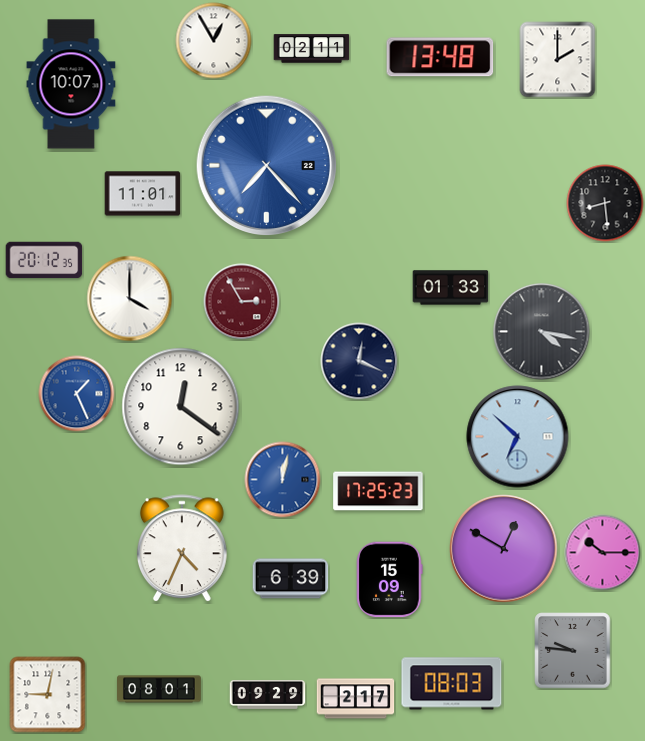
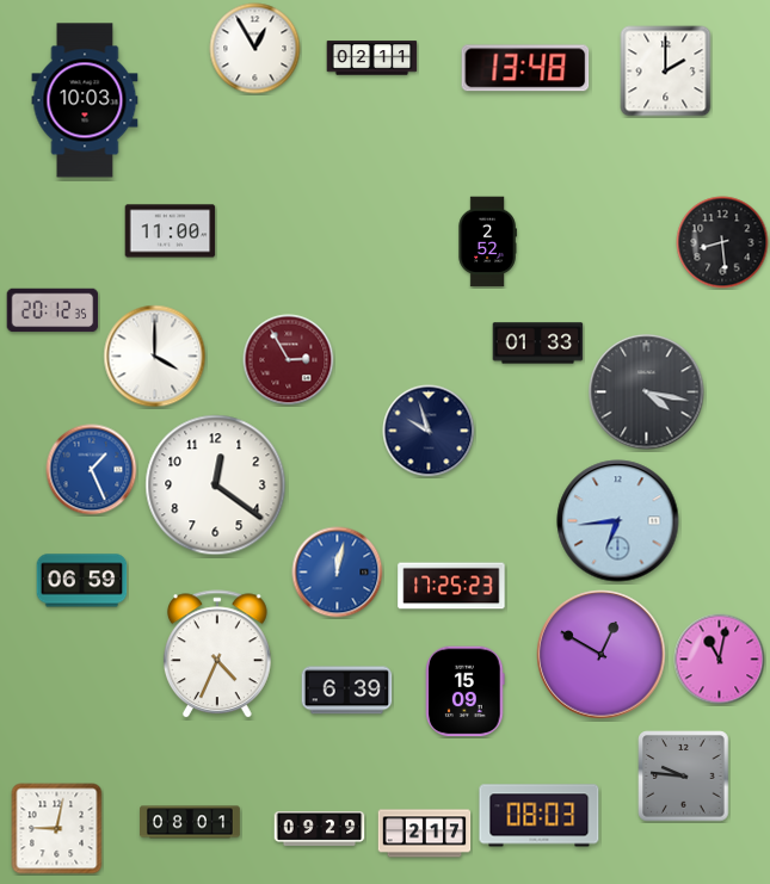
clock at (71, 84): 10:07 -> 10:03
clock at (266, 165): 7:23 -> none
clock at (143, 194): 11:01 -> 11:00
clock at (487, 242): none -> 2:52
clock at (542, 332) position: (542, 332) -> (647, 392)
clock at (359, 361): 12:19 -> 9:57
clock at (518, 437): 6:52 -> 6:44
clock at (82, 581): none -> 06:59
clock at (603, 553): 10:15 -> 11:02
